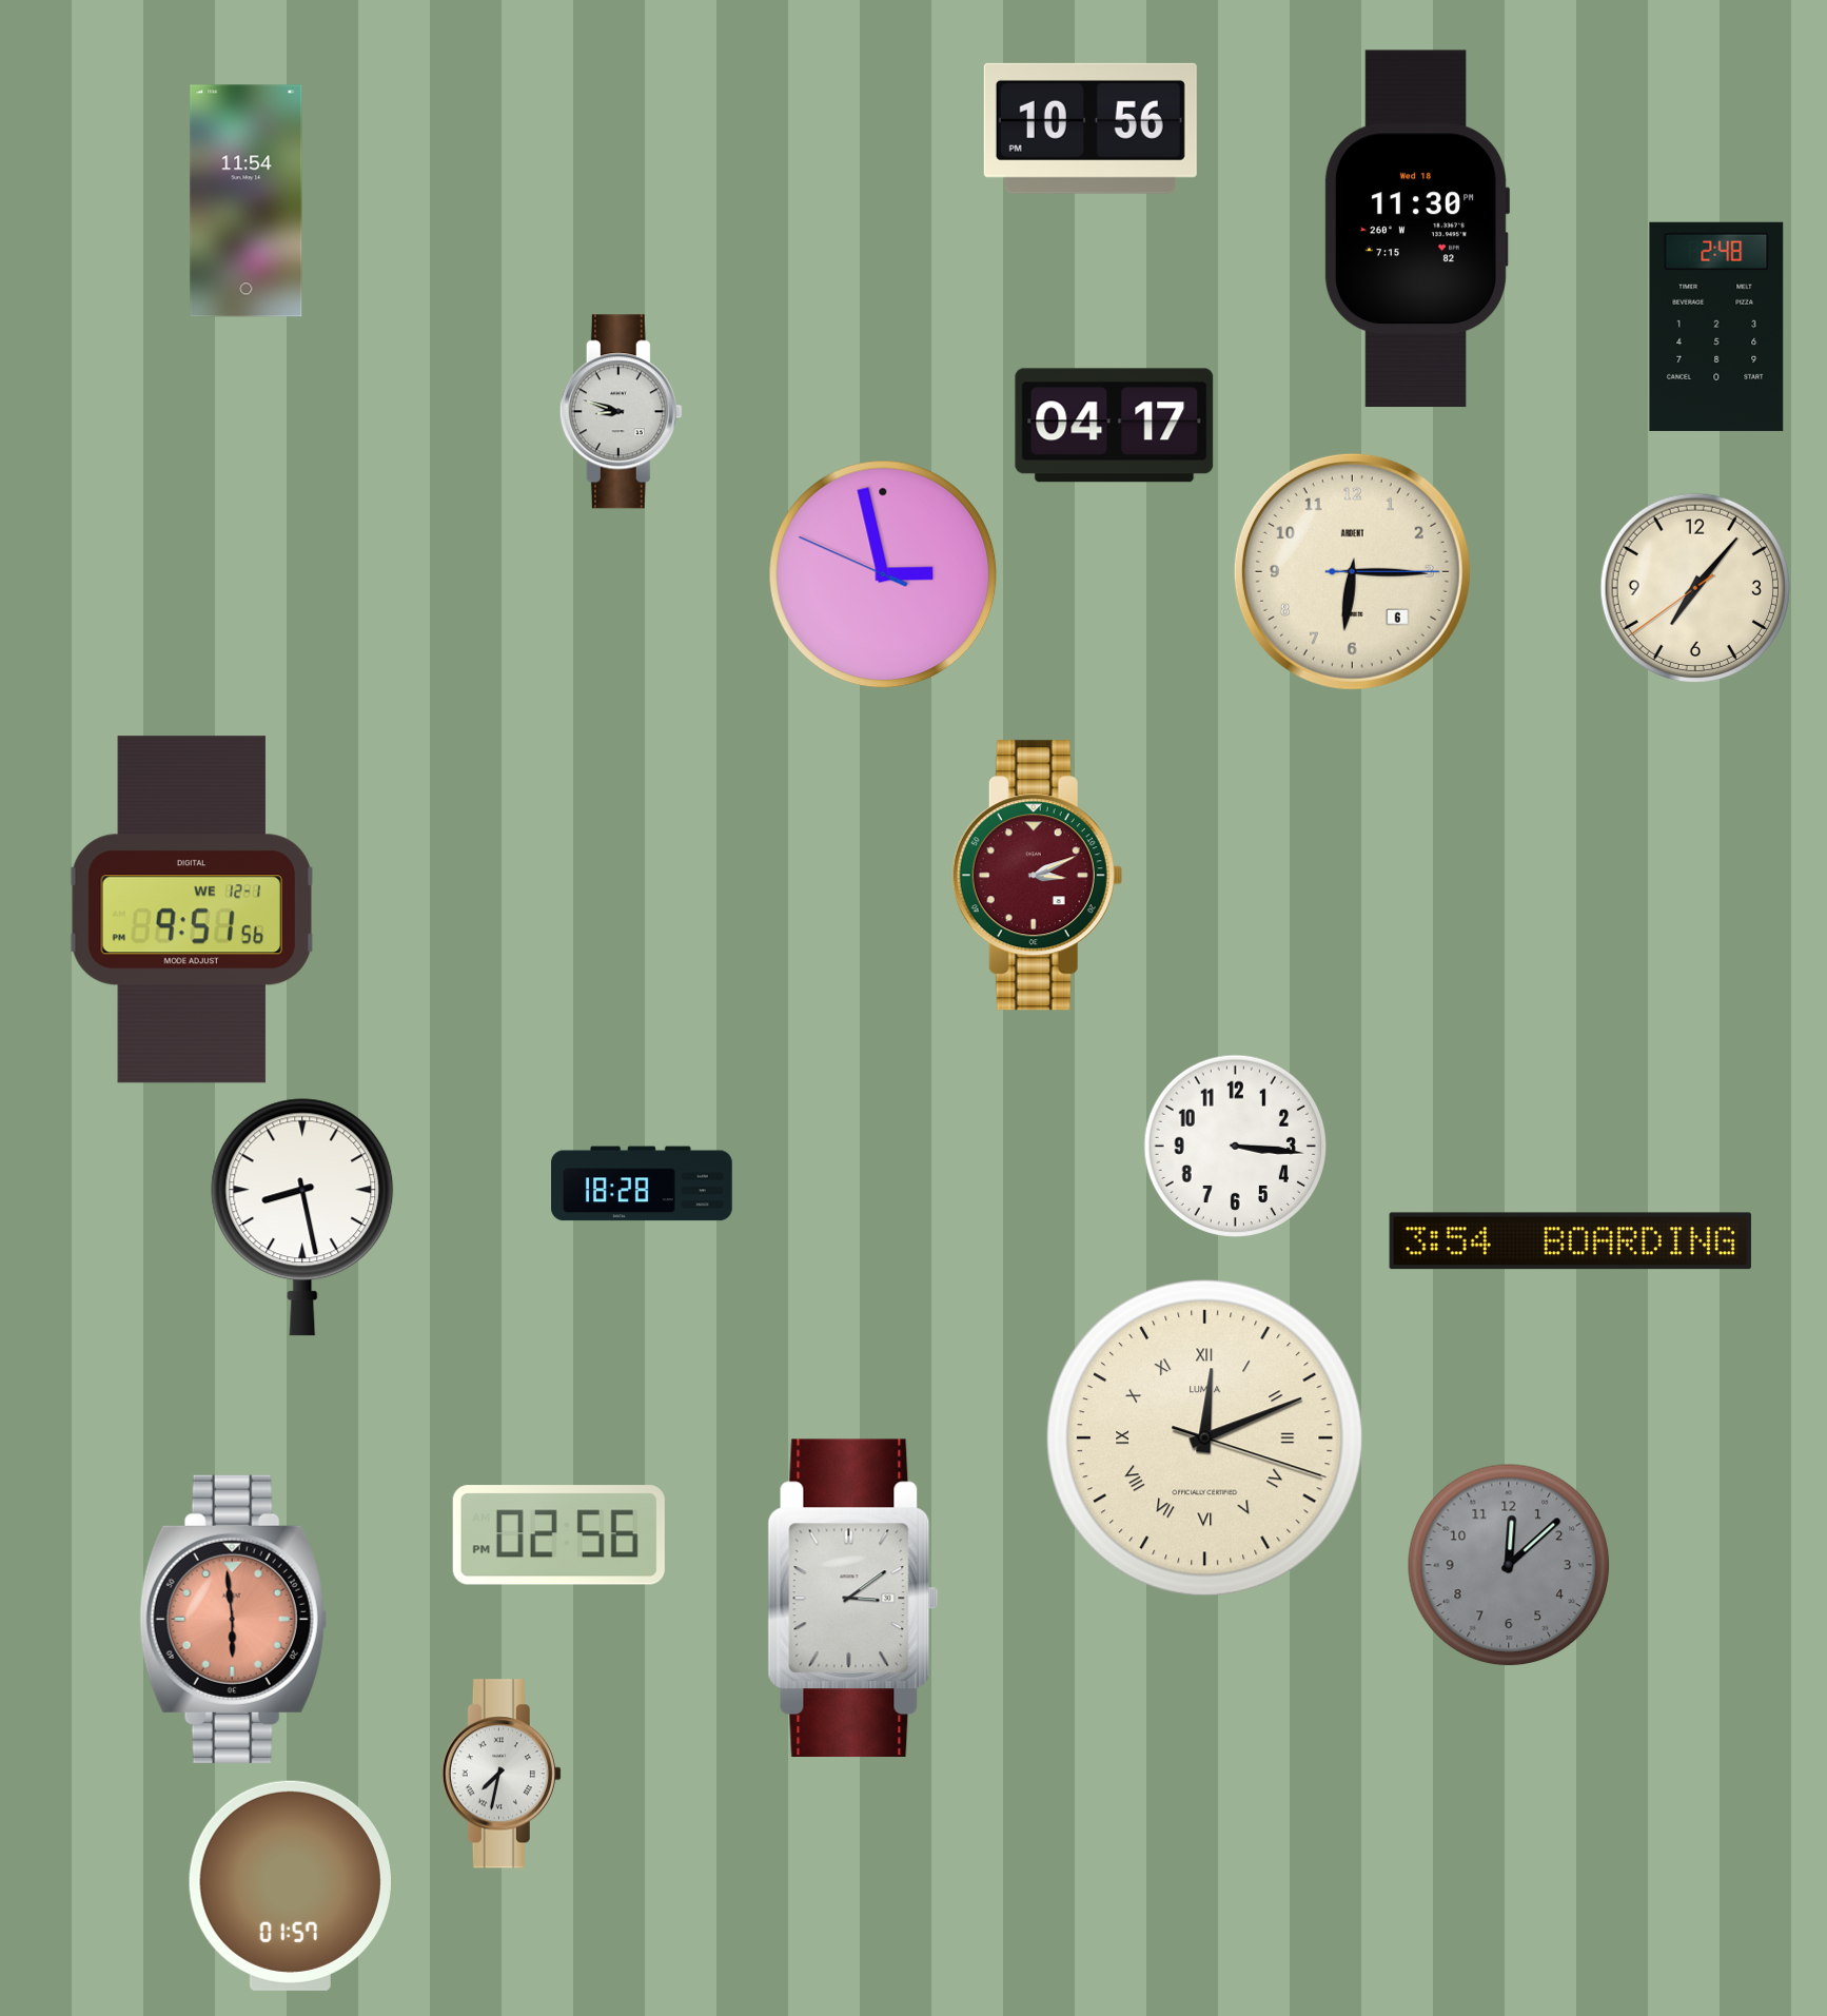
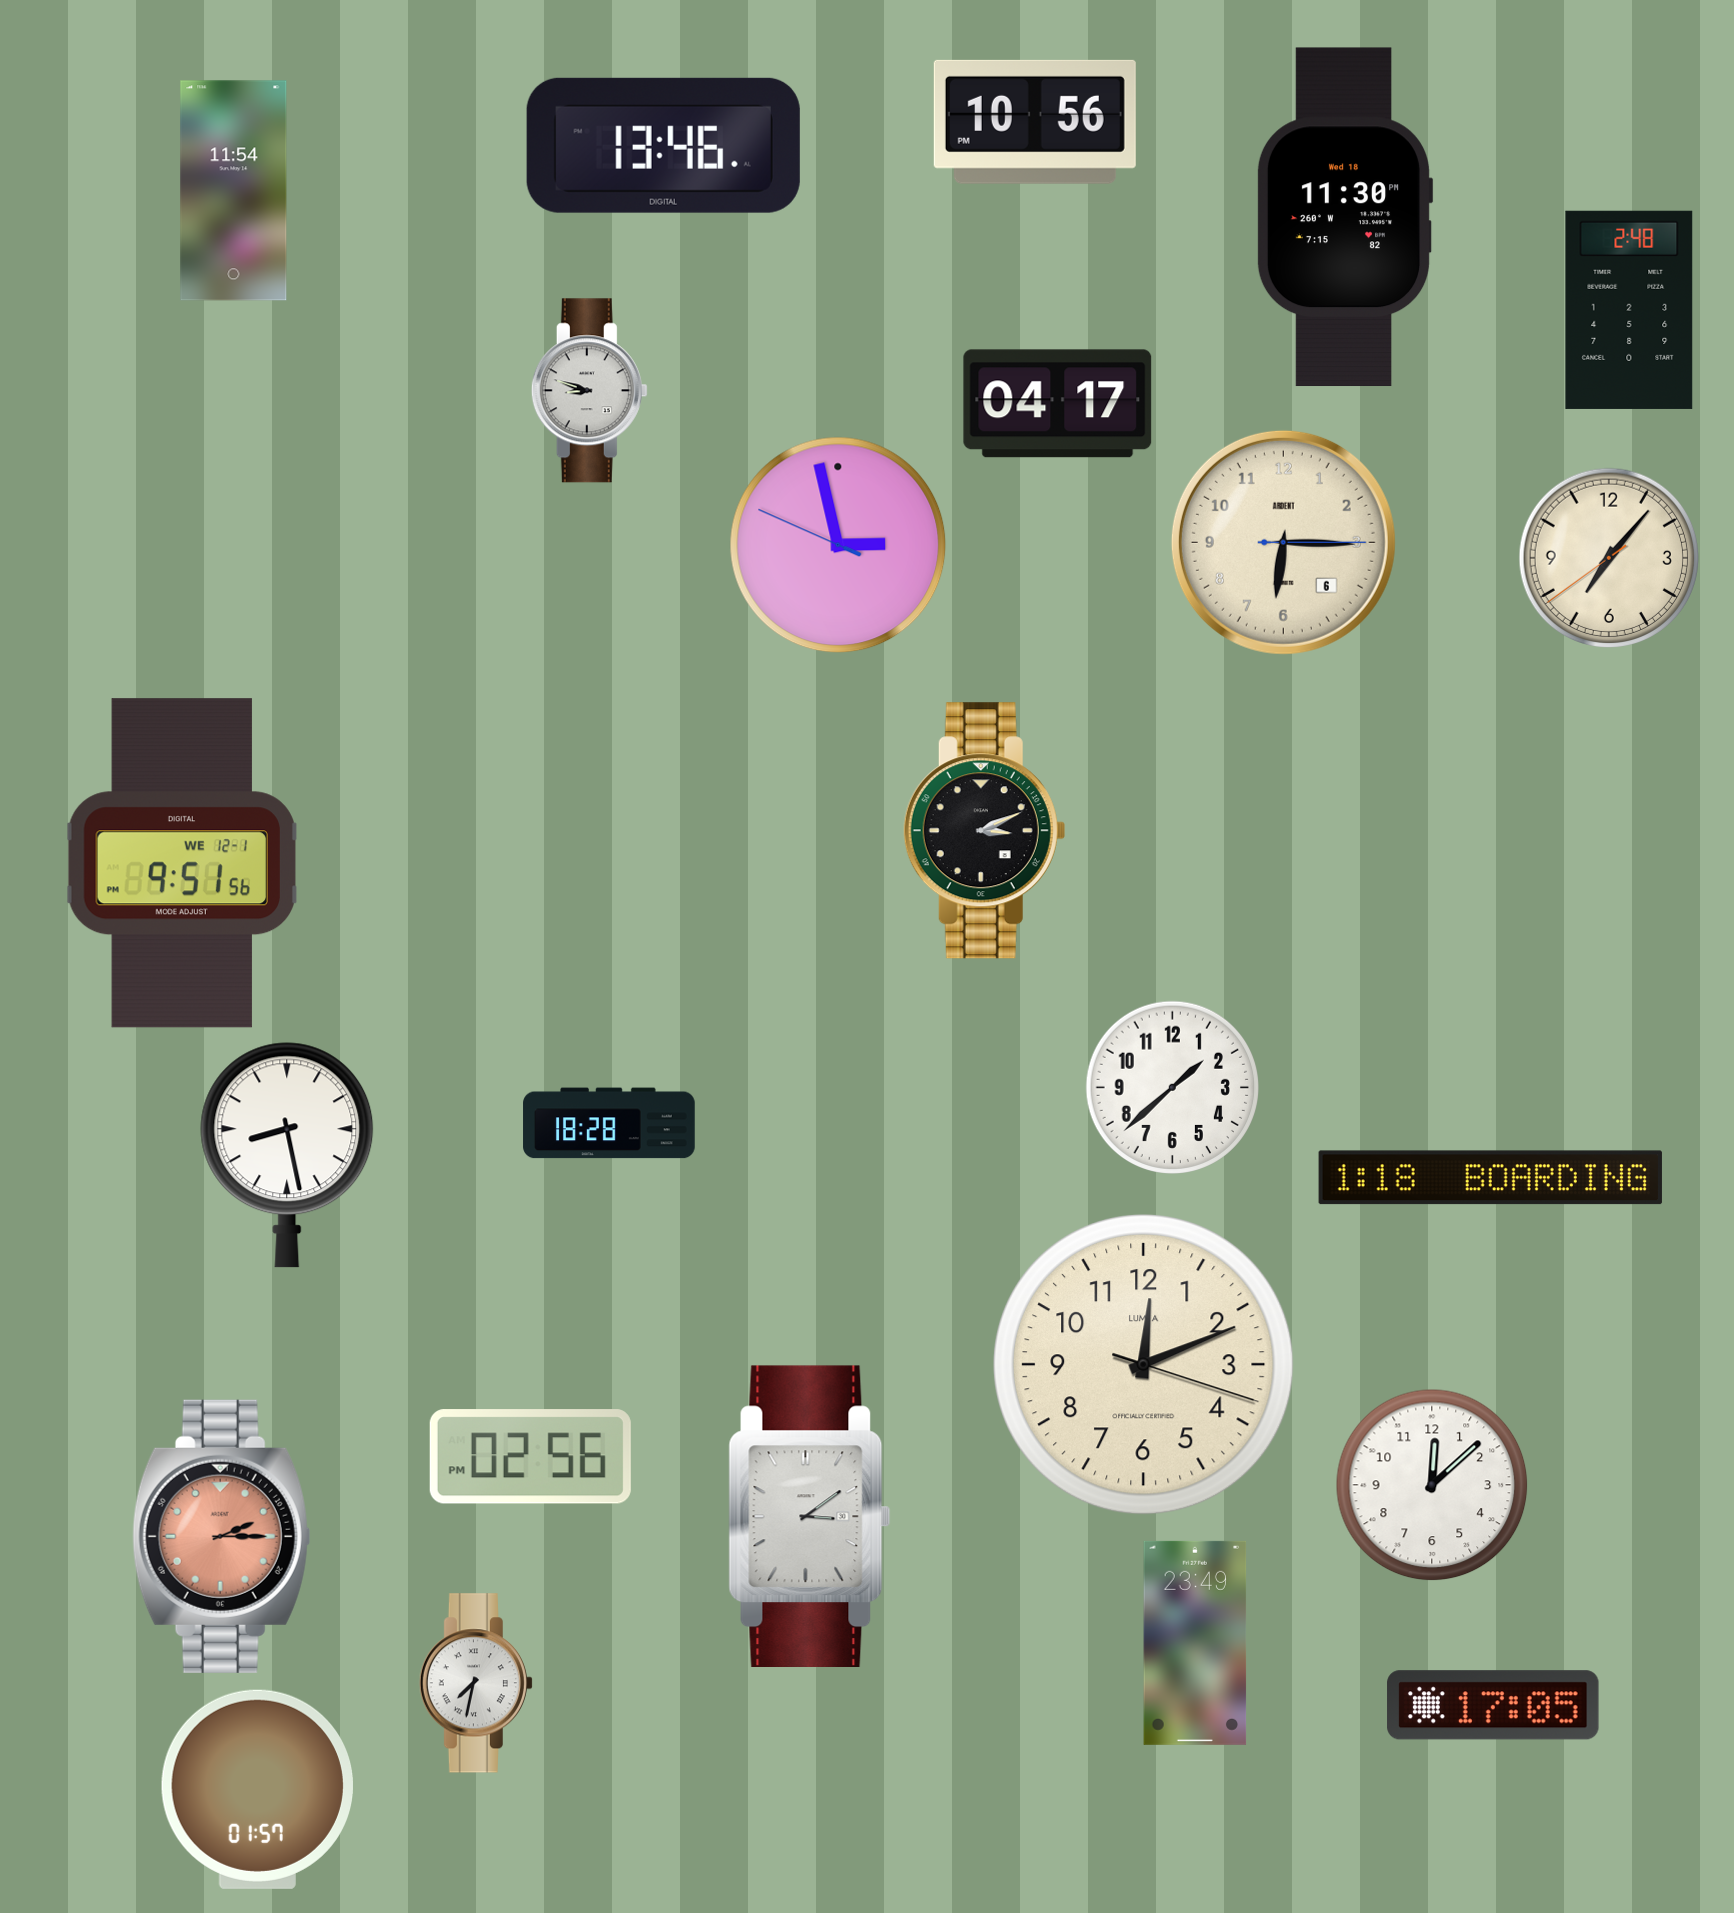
clock at (663, 145): none -> 13:46
clock at (1037, 876) dial: burgundy -> black
clock at (1235, 1146): 3:16 -> 1:38
clock at (1570, 1241): 3:54 -> 1:18
clock at (1205, 1438) numerals: Roman -> Arabic
clock at (1509, 1565) dial: grey -> white
clock at (234, 1619): 5:59 -> 2:15
clock at (1195, 1643): none -> 23:49
clock at (1493, 1705): none -> 17:05
clock at (290, 1885) position: (290, 1885) -> (257, 1789)
